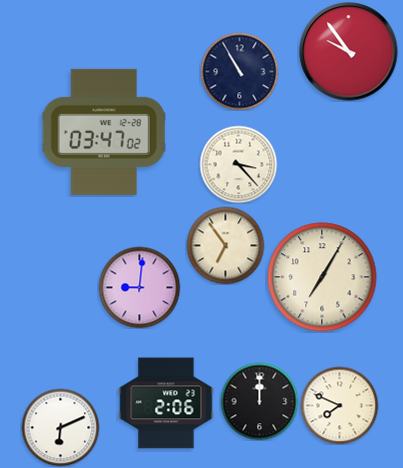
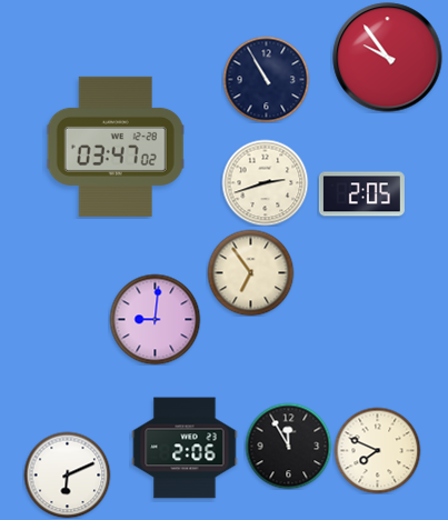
clock at (238, 164): 3:23 -> 2:42
clock at (361, 194): none -> 2:05
clock at (322, 277): 7:05 -> none
clock at (259, 401): 12:00 -> 11:55
